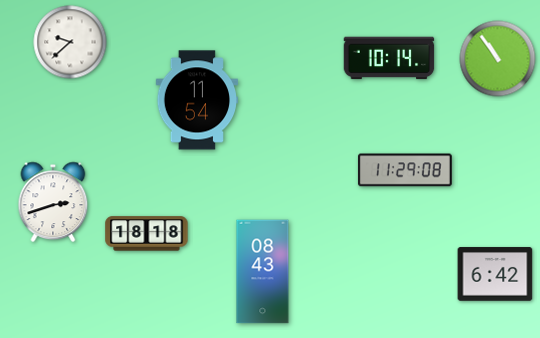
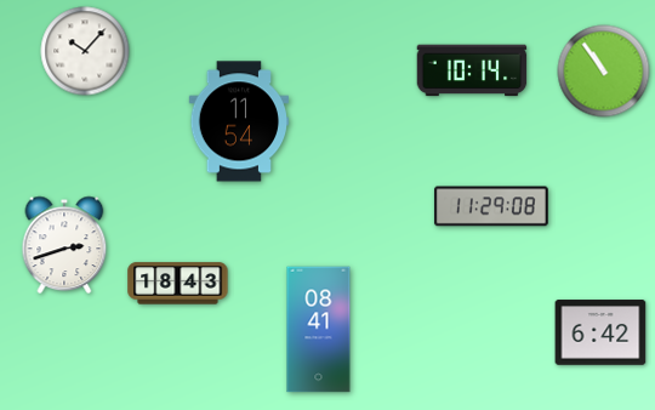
clock at (70, 42): 9:38 -> 10:07
clock at (147, 234): 18:18 -> 18:43
clock at (263, 272): 08:43 -> 08:41
